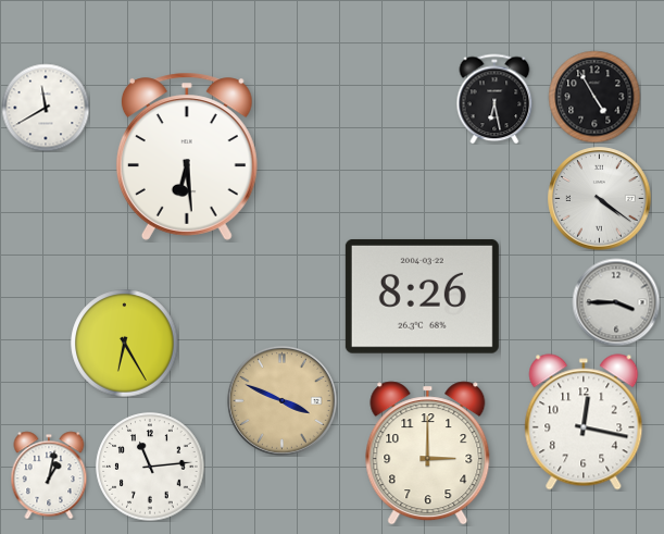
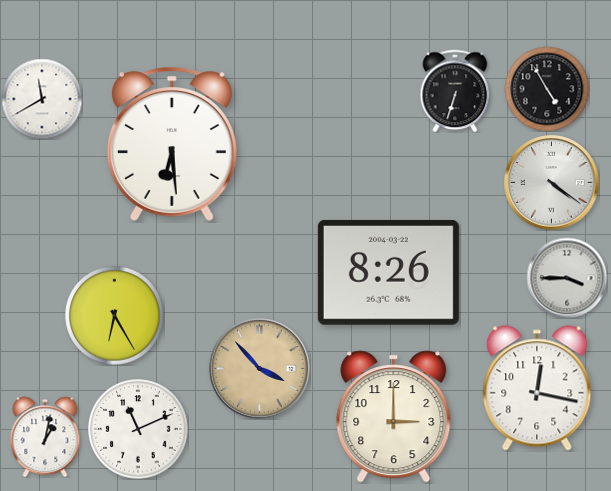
clock at (494, 99): 6:28 -> 6:33
clock at (281, 400): 3:49 -> 3:53
clock at (150, 467): 11:14 -> 11:11
